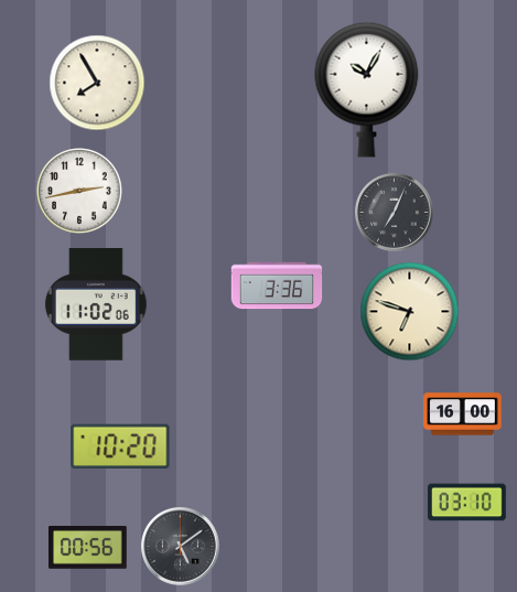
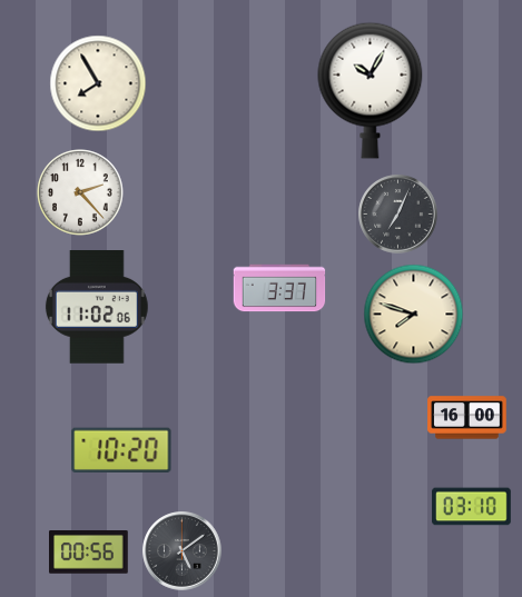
clock at (79, 191): 2:43 -> 2:23
clock at (277, 286): 3:36 -> 3:37
clock at (410, 312): 6:48 -> 7:48
